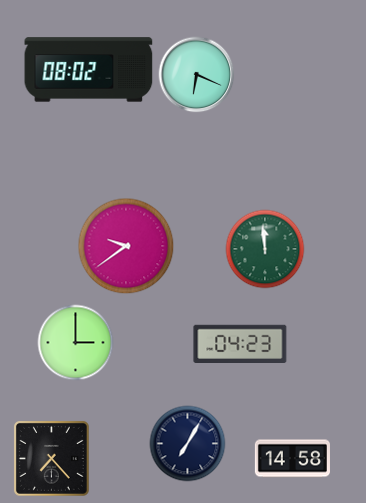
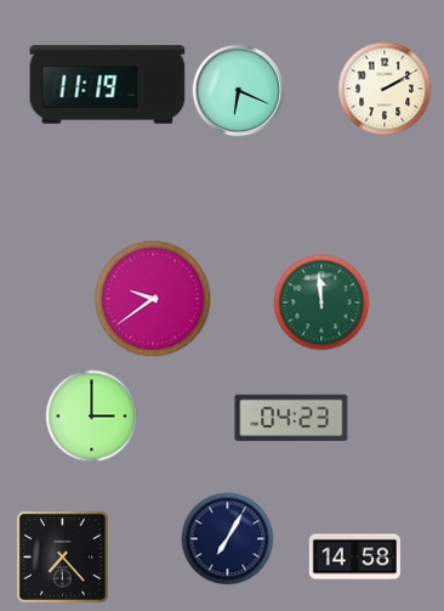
clock at (89, 70): 08:02 -> 11:19
clock at (385, 89): none -> 2:10
